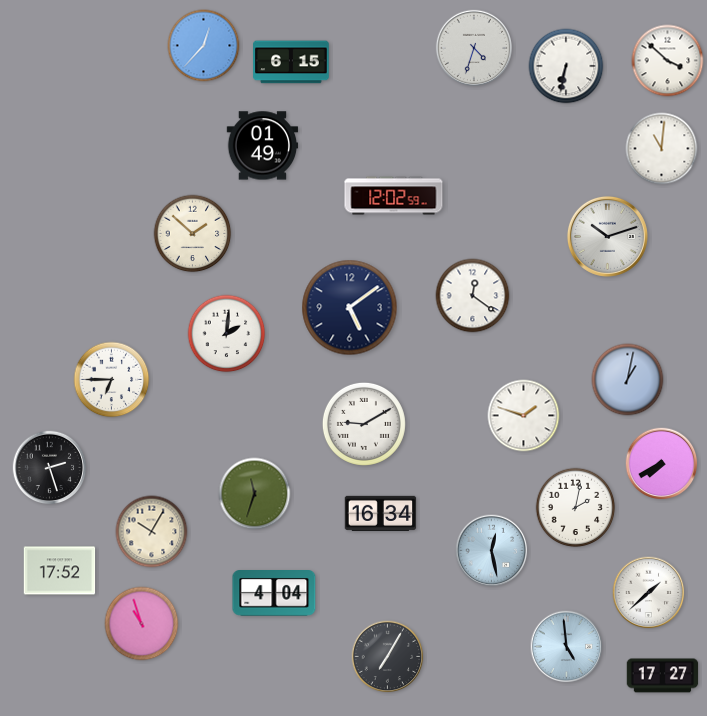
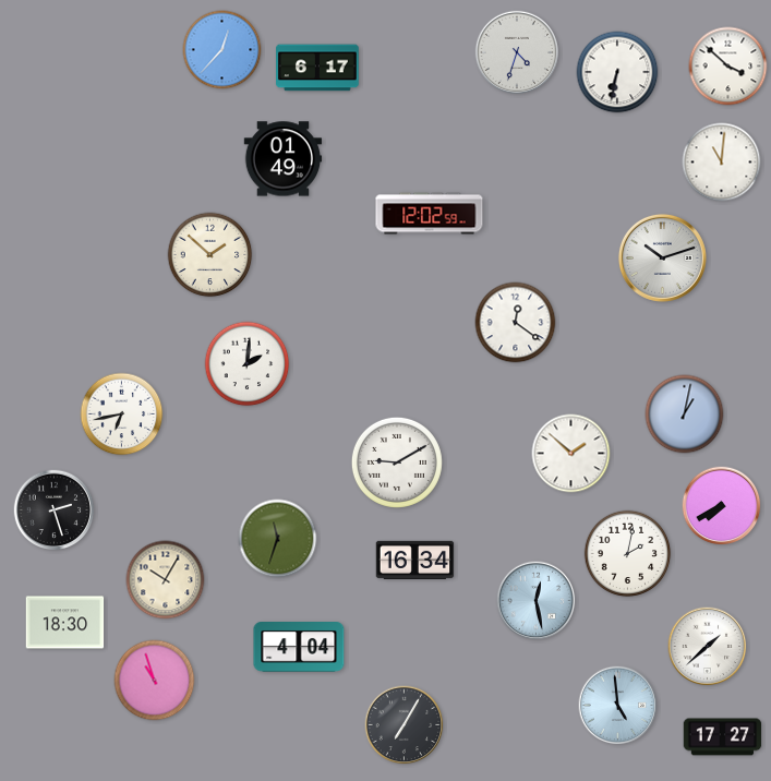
clock at (291, 62): 6:15 -> 6:17
clock at (263, 146) position: (263, 146) -> (284, 159)
clock at (350, 308): 5:09 -> none
clock at (112, 380): 6:45 -> 6:43
clock at (524, 416): 1:48 -> 1:52
clock at (60, 571): 17:52 -> 18:30
clock at (388, 657) position: (388, 657) -> (405, 725)
